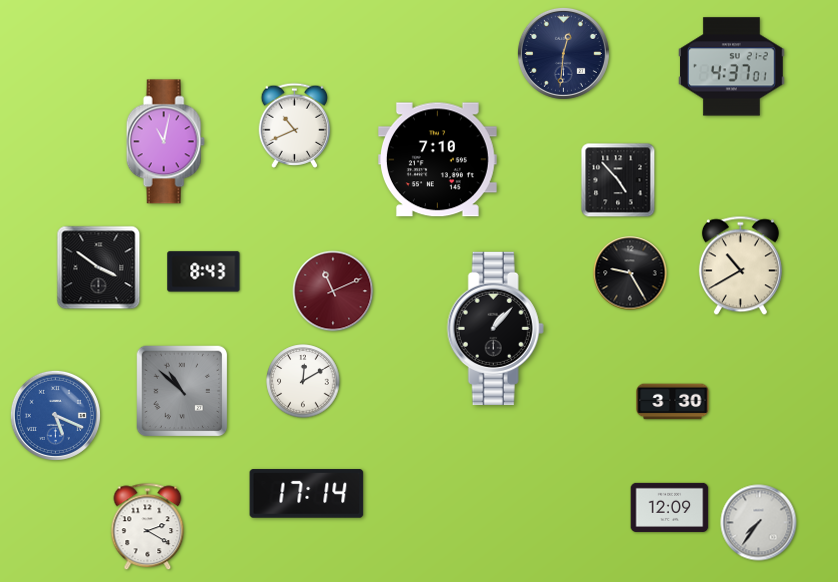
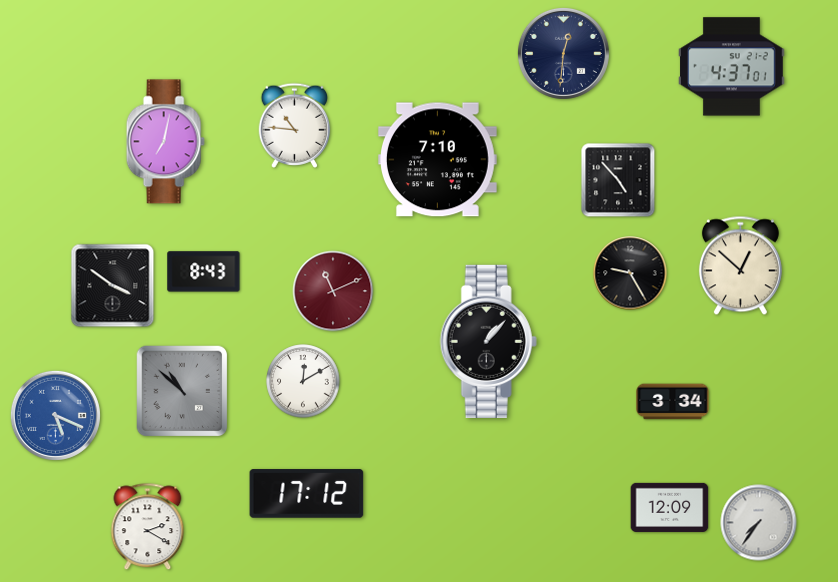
clock at (295, 125): 10:41 -> 10:46
clock at (165, 142): 11:02 -> 7:02
clock at (740, 266): 10:40 -> 12:52
clock at (99, 268) position: (99, 268) -> (113, 286)
clock at (495, 328) position: (495, 328) -> (488, 341)
clock at (673, 402): 3:30 -> 3:34
clock at (307, 494): 17:14 -> 17:12
